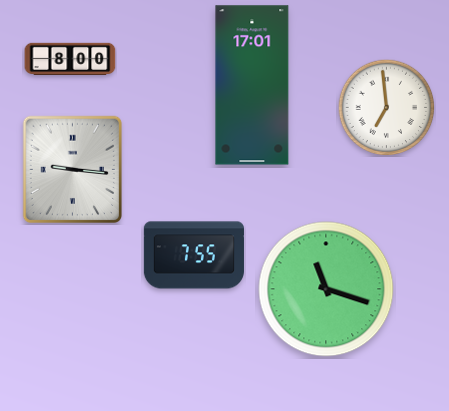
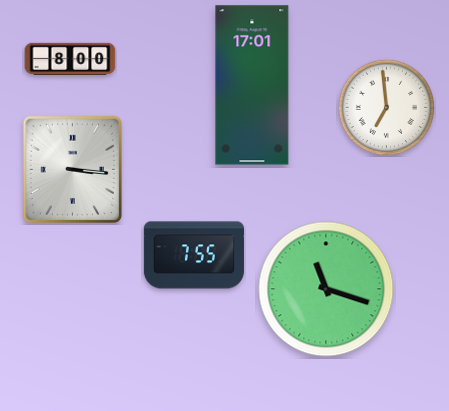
clock at (72, 169): 9:16 -> 3:16
